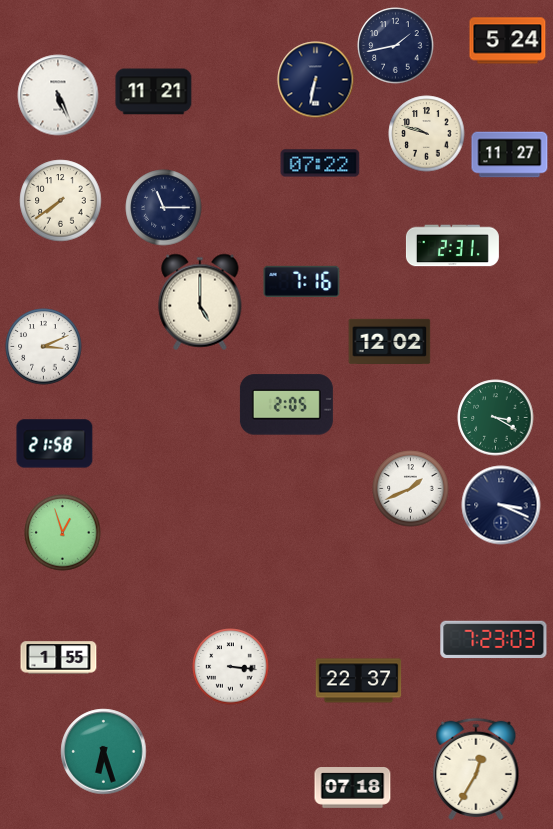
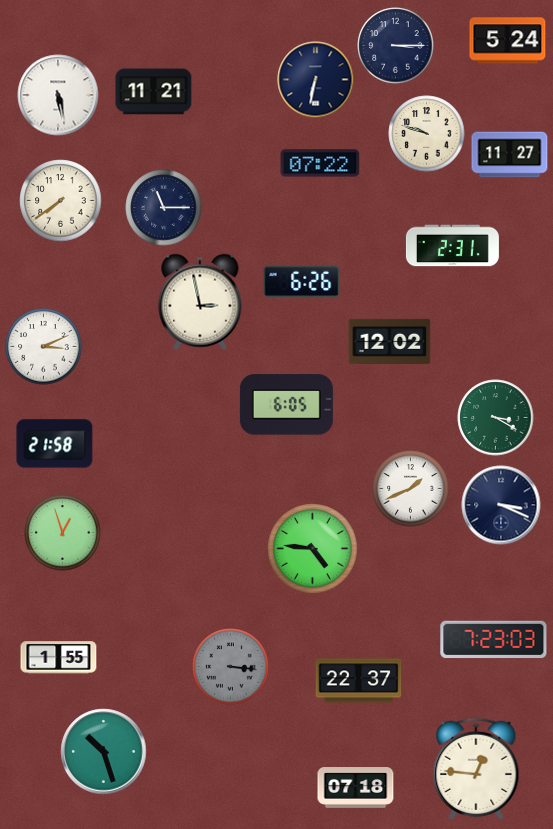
clock at (396, 46): 1:43 -> 3:15
clock at (58, 95): 5:26 -> 5:28
clock at (302, 281): 7:16 -> 6:26
clock at (200, 302): 5:00 -> 2:58
clock at (286, 405): 2:05 -> 6:05
clock at (313, 549): none -> 4:46
clock at (231, 667) dial: white -> grey
clock at (104, 752): 6:27 -> 10:27
clock at (476, 769): 12:35 -> 12:46
clock at (353, 788) position: (353, 788) -> (356, 788)
